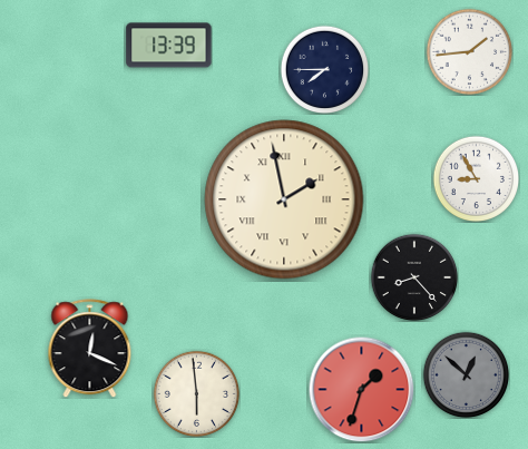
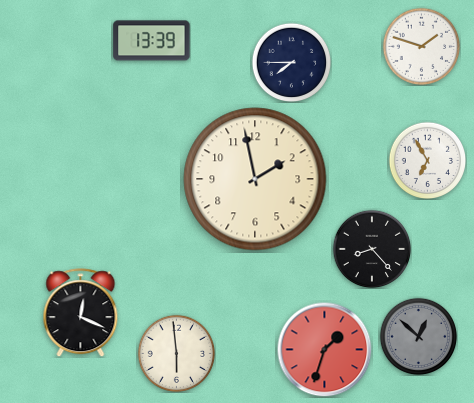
clock at (469, 51): 1:44 -> 1:48
clock at (476, 178): 8:55 -> 6:55
clock at (284, 199) numerals: Roman -> Arabic
